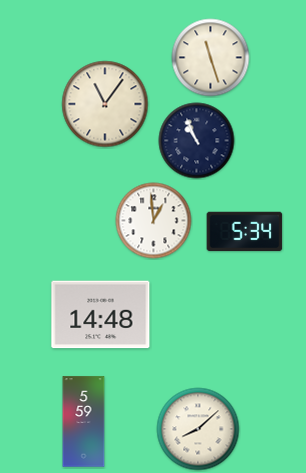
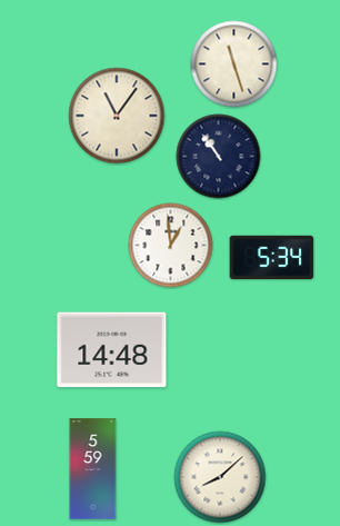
clock at (197, 141): 10:56 -> 10:54
